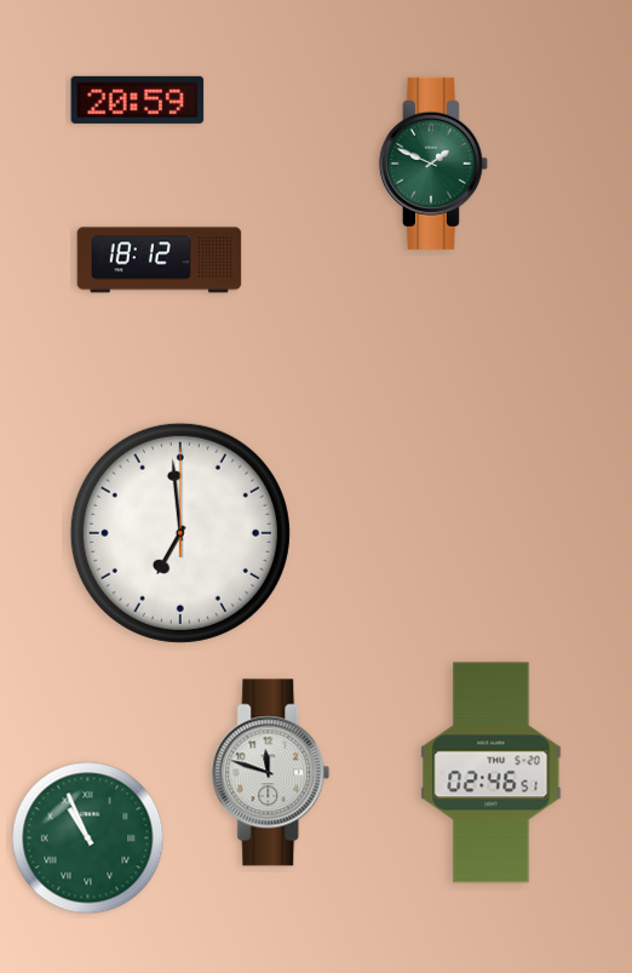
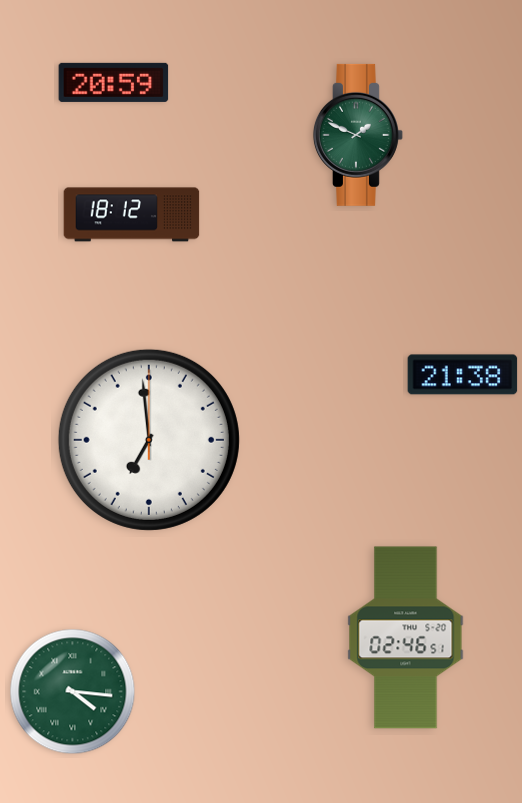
clock at (463, 375): none -> 21:38
clock at (271, 773): 11:48 -> none
clock at (88, 839): 10:56 -> 4:16
